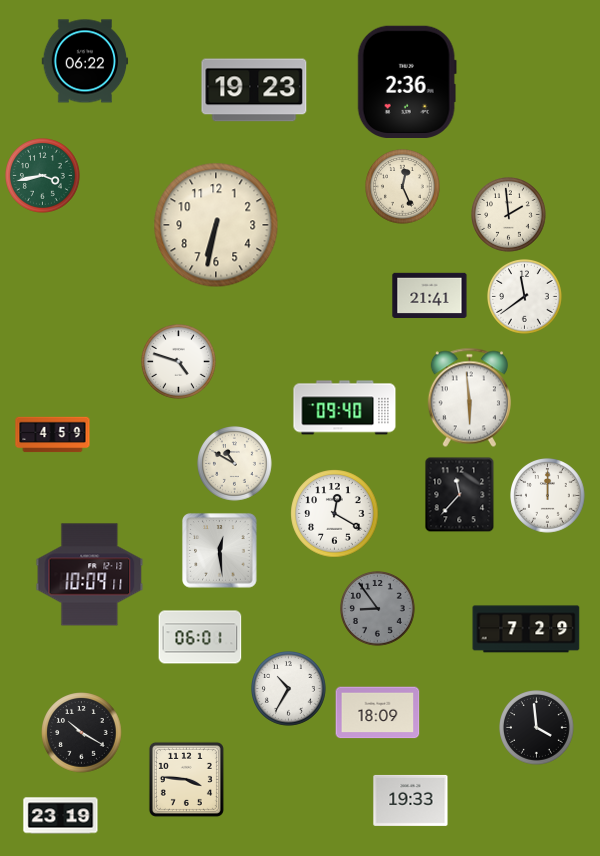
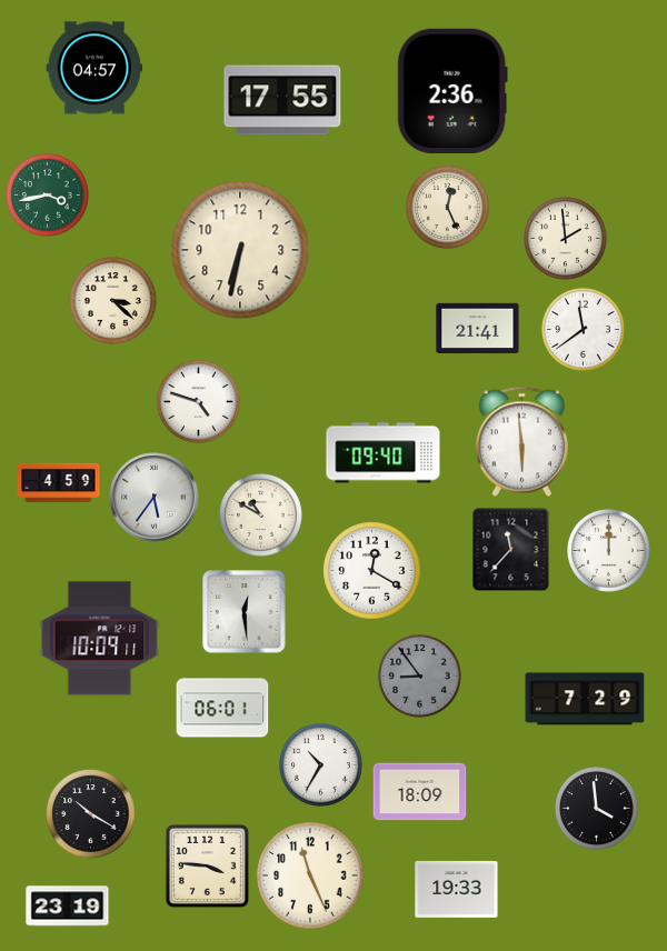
clock at (85, 61): 06:22 -> 04:57
clock at (254, 90): 19:23 -> 17:55
clock at (113, 301): none -> 3:22
clock at (155, 498): none -> 5:36
clock at (310, 875): none -> 11:26
